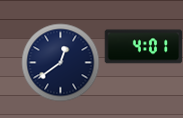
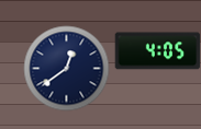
clock at (143, 47): 4:01 -> 4:05
